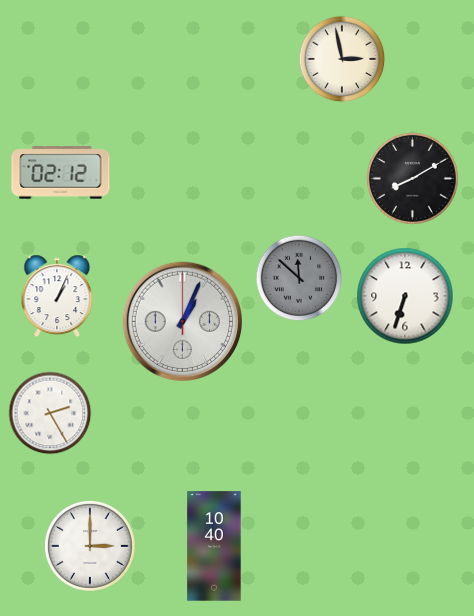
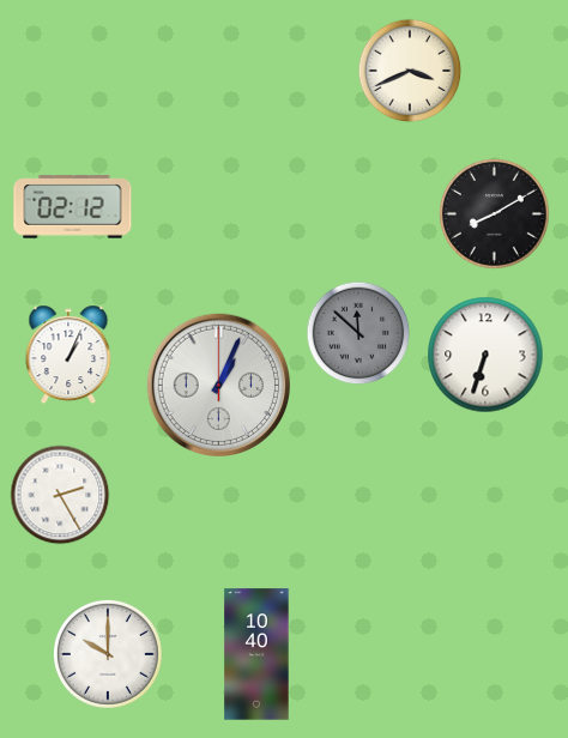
clock at (342, 59): 2:58 -> 3:41
clock at (90, 546): 3:00 -> 10:00
